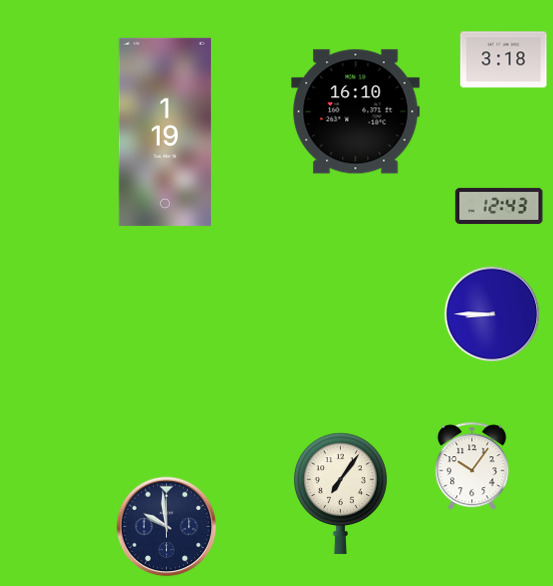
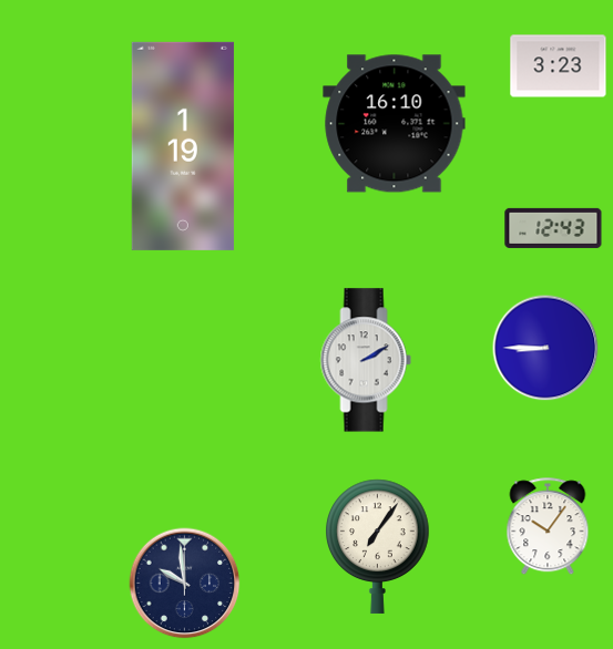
clock at (504, 60): 3:18 -> 3:23
clock at (366, 360): none -> 2:10
clock at (472, 467) position: (472, 467) -> (548, 527)
